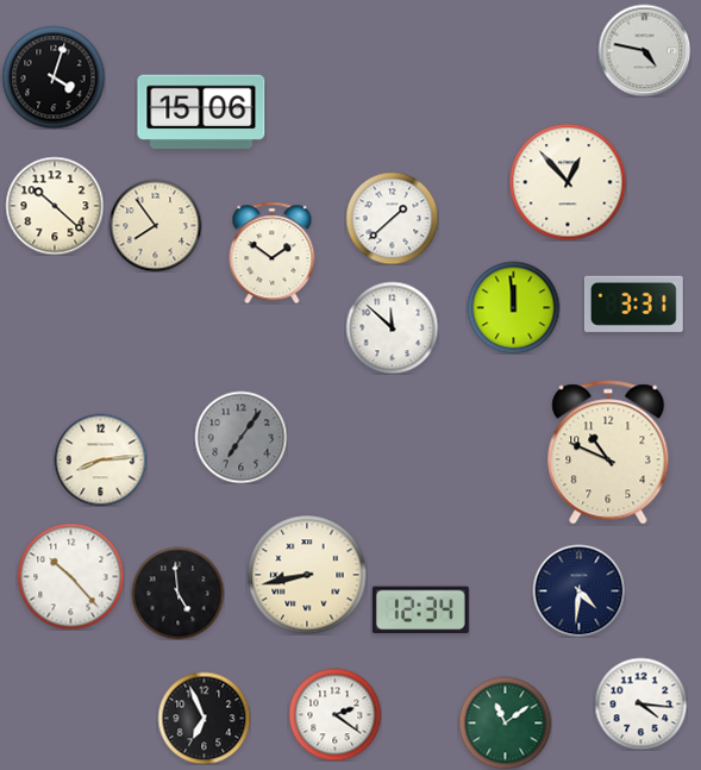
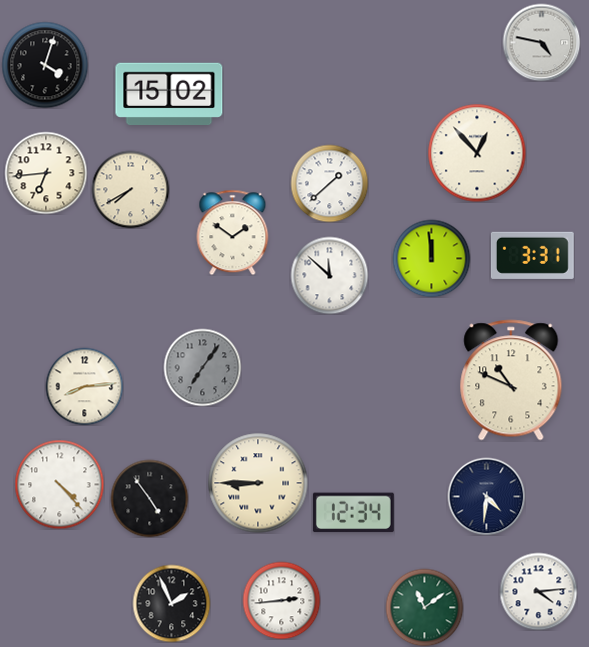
clock at (201, 112): 15:06 -> 15:02
clock at (55, 206): 10:22 -> 6:44
clock at (155, 225): 7:54 -> 7:40
clock at (273, 252) position: (273, 252) -> (233, 232)
clock at (307, 575): 8:43 -> 8:45
clock at (70, 576): 10:23 -> 4:23
clock at (177, 593): 4:59 -> 4:54
clock at (640, 703): 4:16 -> 4:14
clock at (334, 714): 2:21 -> 2:44
clock at (204, 718): 6:56 -> 1:56
